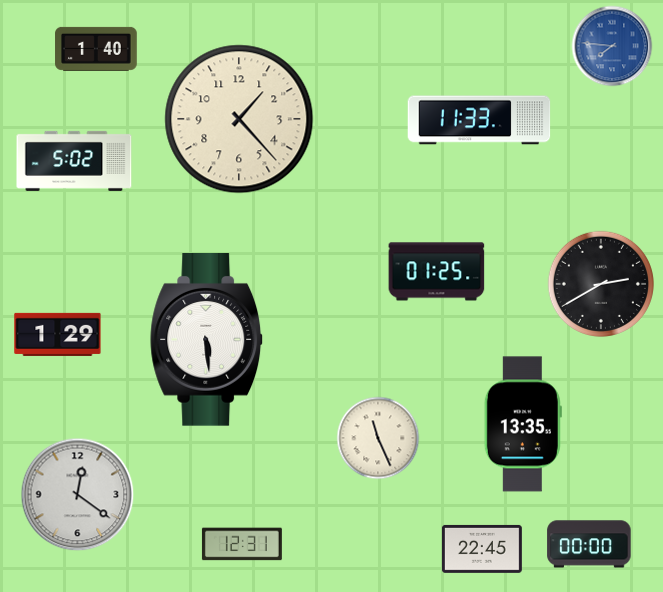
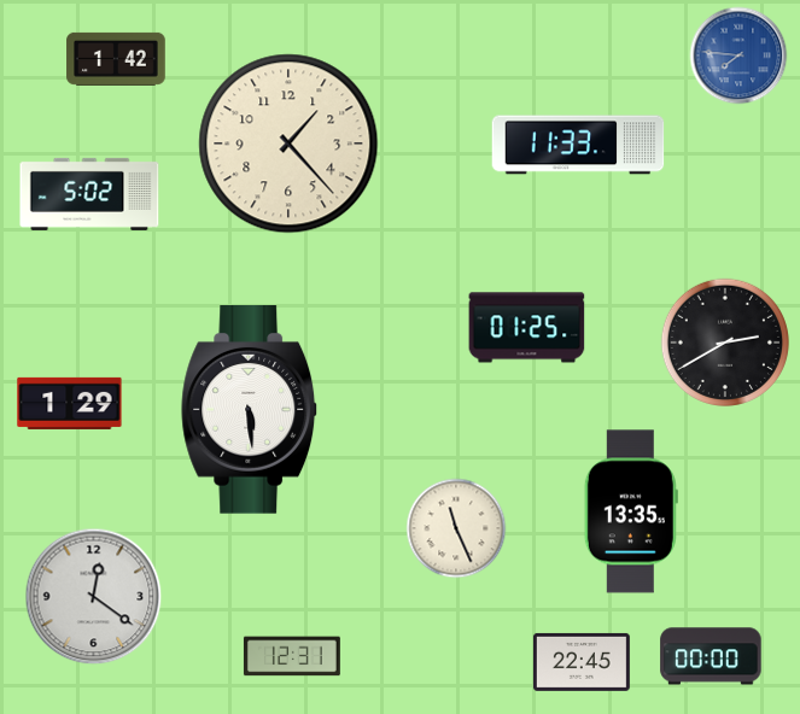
clock at (96, 49): 1:40 -> 1:42
